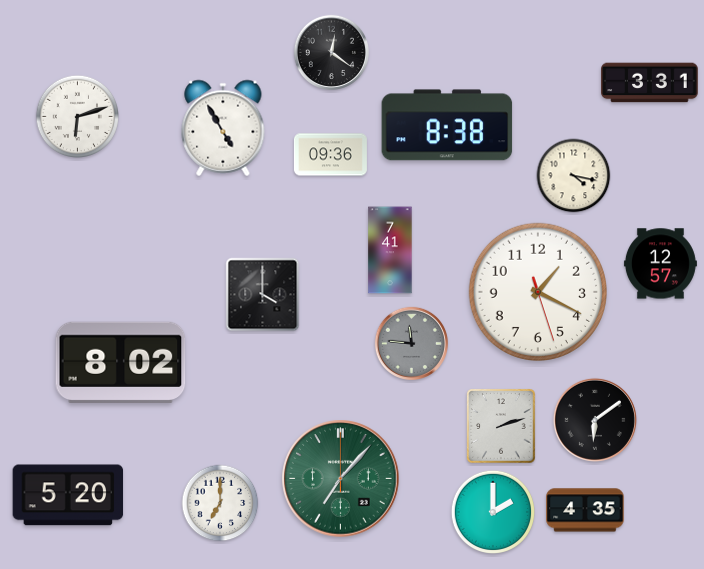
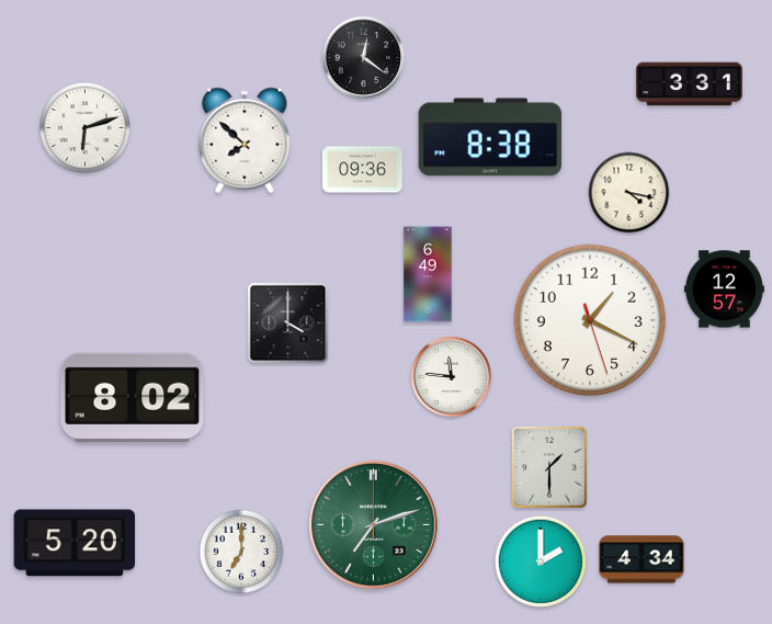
clock at (650, 83) position: (650, 83) -> (690, 84)
clock at (223, 128): 4:55 -> 7:52
clock at (390, 250): 7:41 -> 6:49
clock at (411, 343) dial: grey -> white
clock at (595, 420): 6:09 -> none
clock at (501, 426): 2:12 -> 1:30
clock at (341, 479): 7:07 -> 7:12
clock at (585, 510): 4:35 -> 4:34
